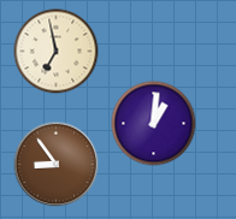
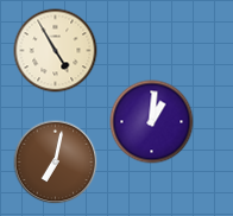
clock at (57, 52): 6:58 -> 4:55
clock at (57, 165): 8:54 -> 7:02
